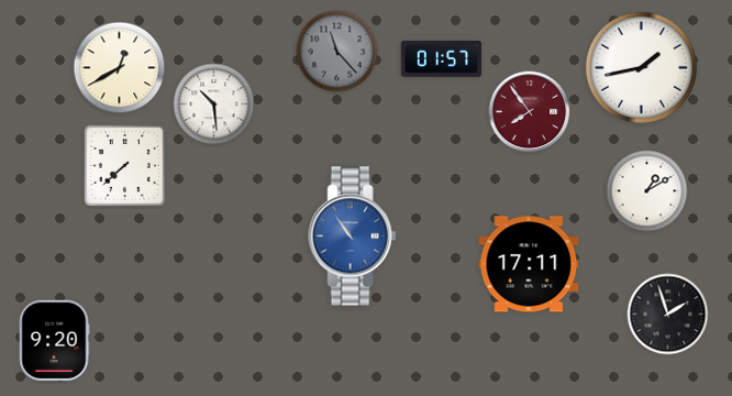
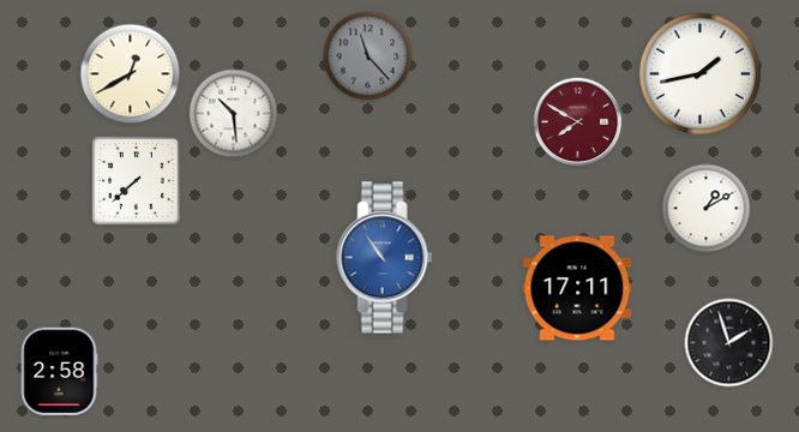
clock at (442, 59): 01:57 -> none
clock at (530, 112): 7:54 -> 7:50
clock at (54, 341): 9:20 -> 2:58
